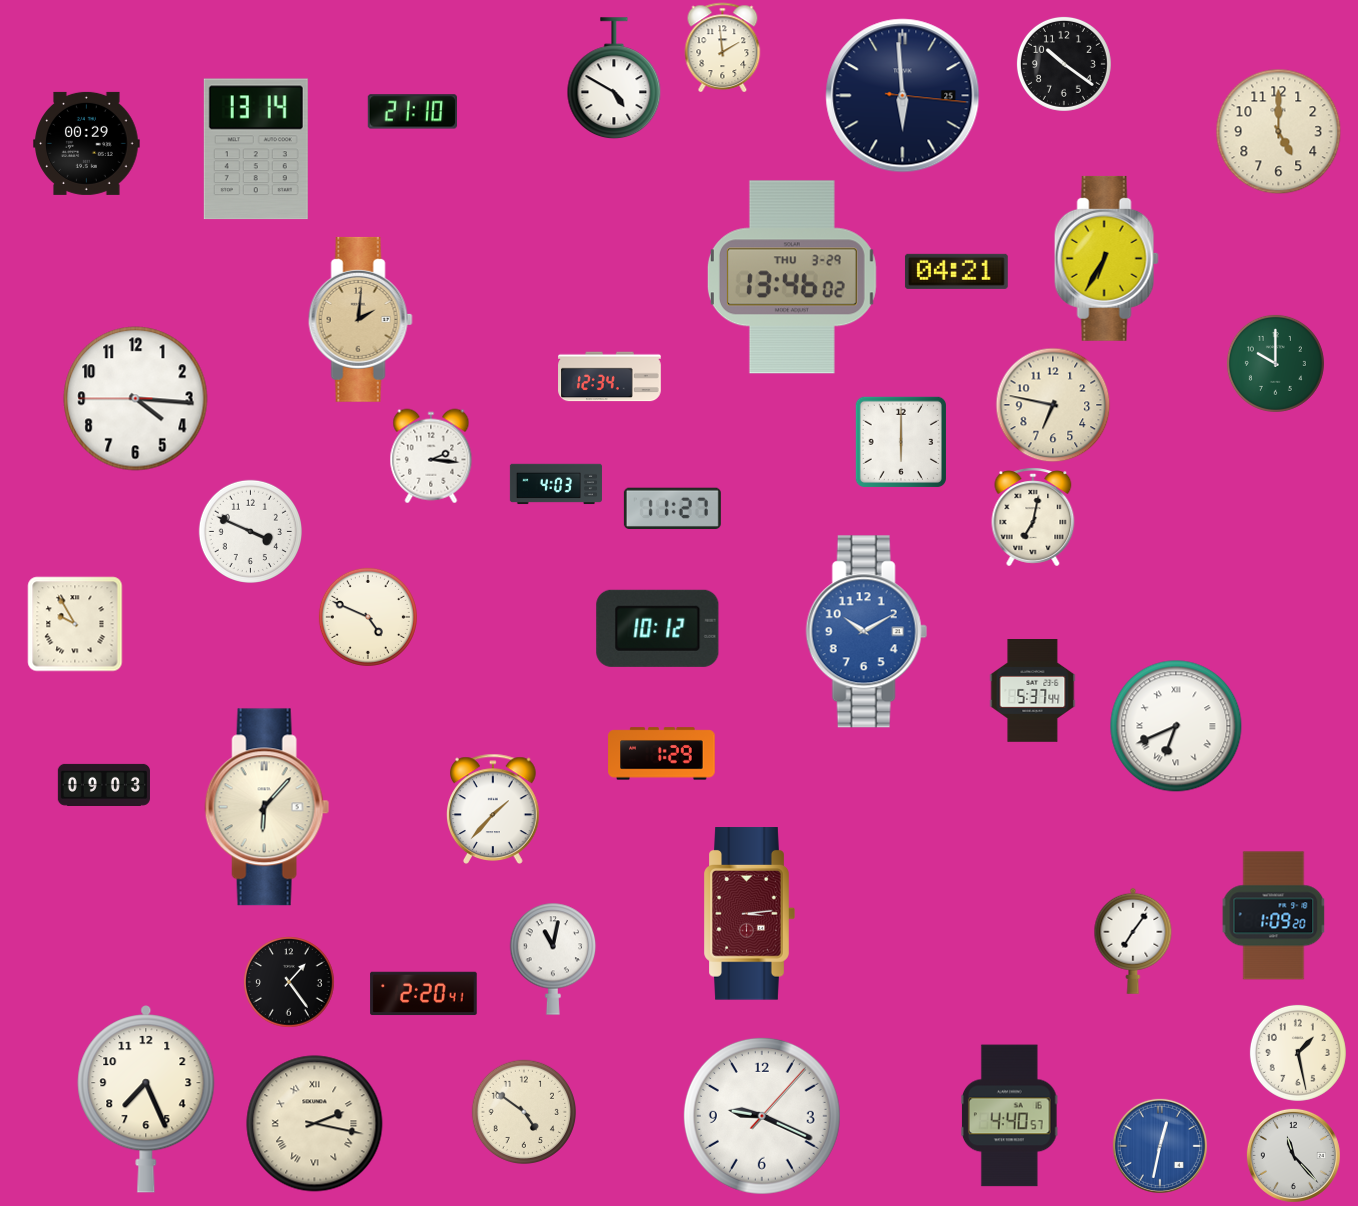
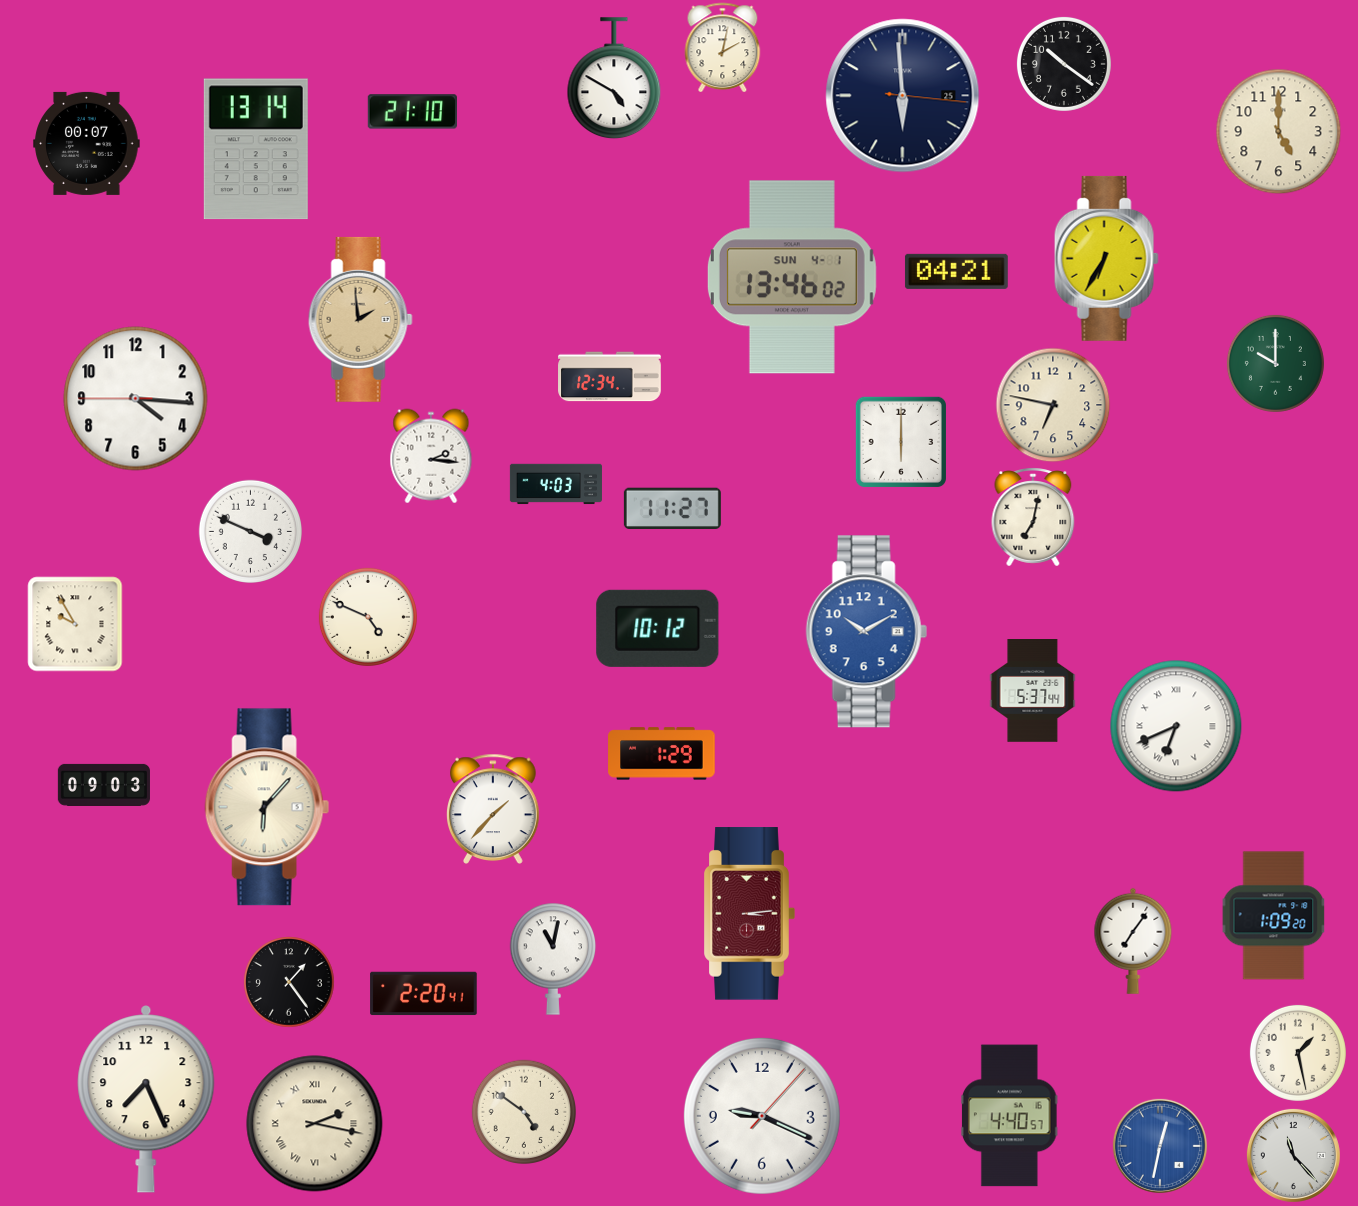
clock at (723, 47): 1:59 -> 2:02
clock at (87, 143): 00:29 -> 00:07
clock at (792, 277) date: THU 3-29 -> SUN 4-1
clock at (360, 319): 2:01 -> 1:59
